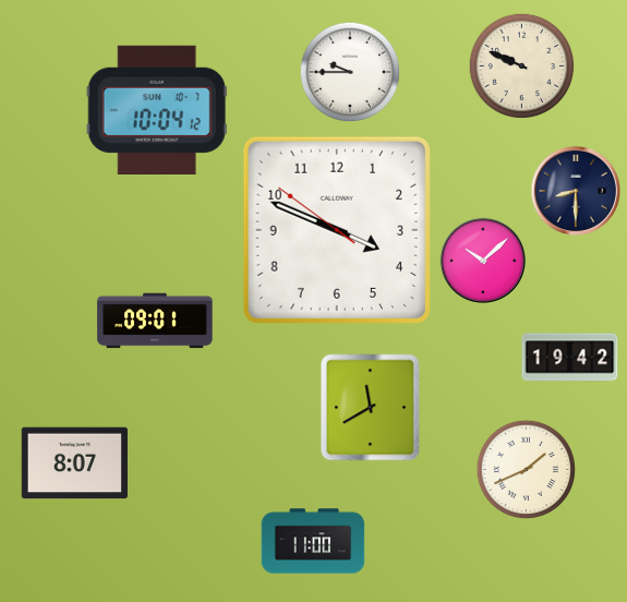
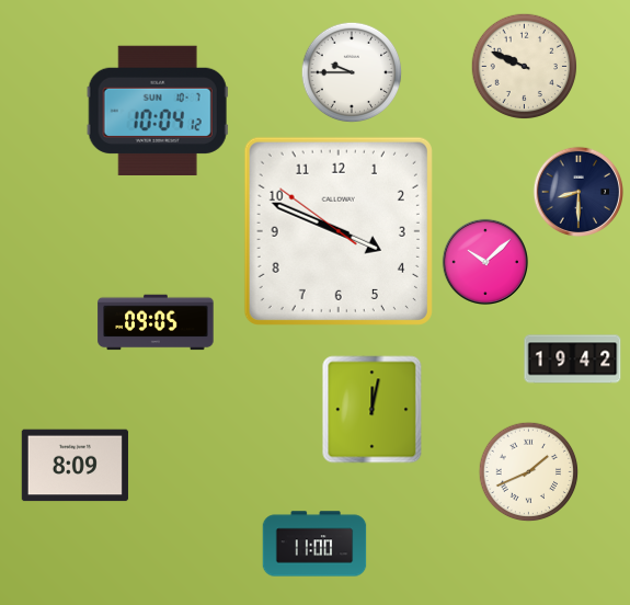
clock at (155, 321): 09:01 -> 09:05
clock at (371, 408): 11:40 -> 12:02
clock at (74, 463): 8:07 -> 8:09
